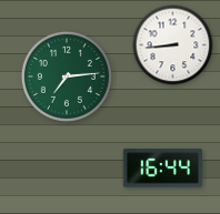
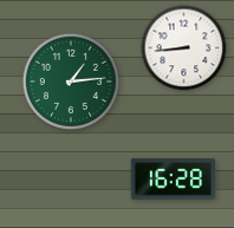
clock at (67, 77): 7:14 -> 1:14
clock at (162, 169): 16:44 -> 16:28
